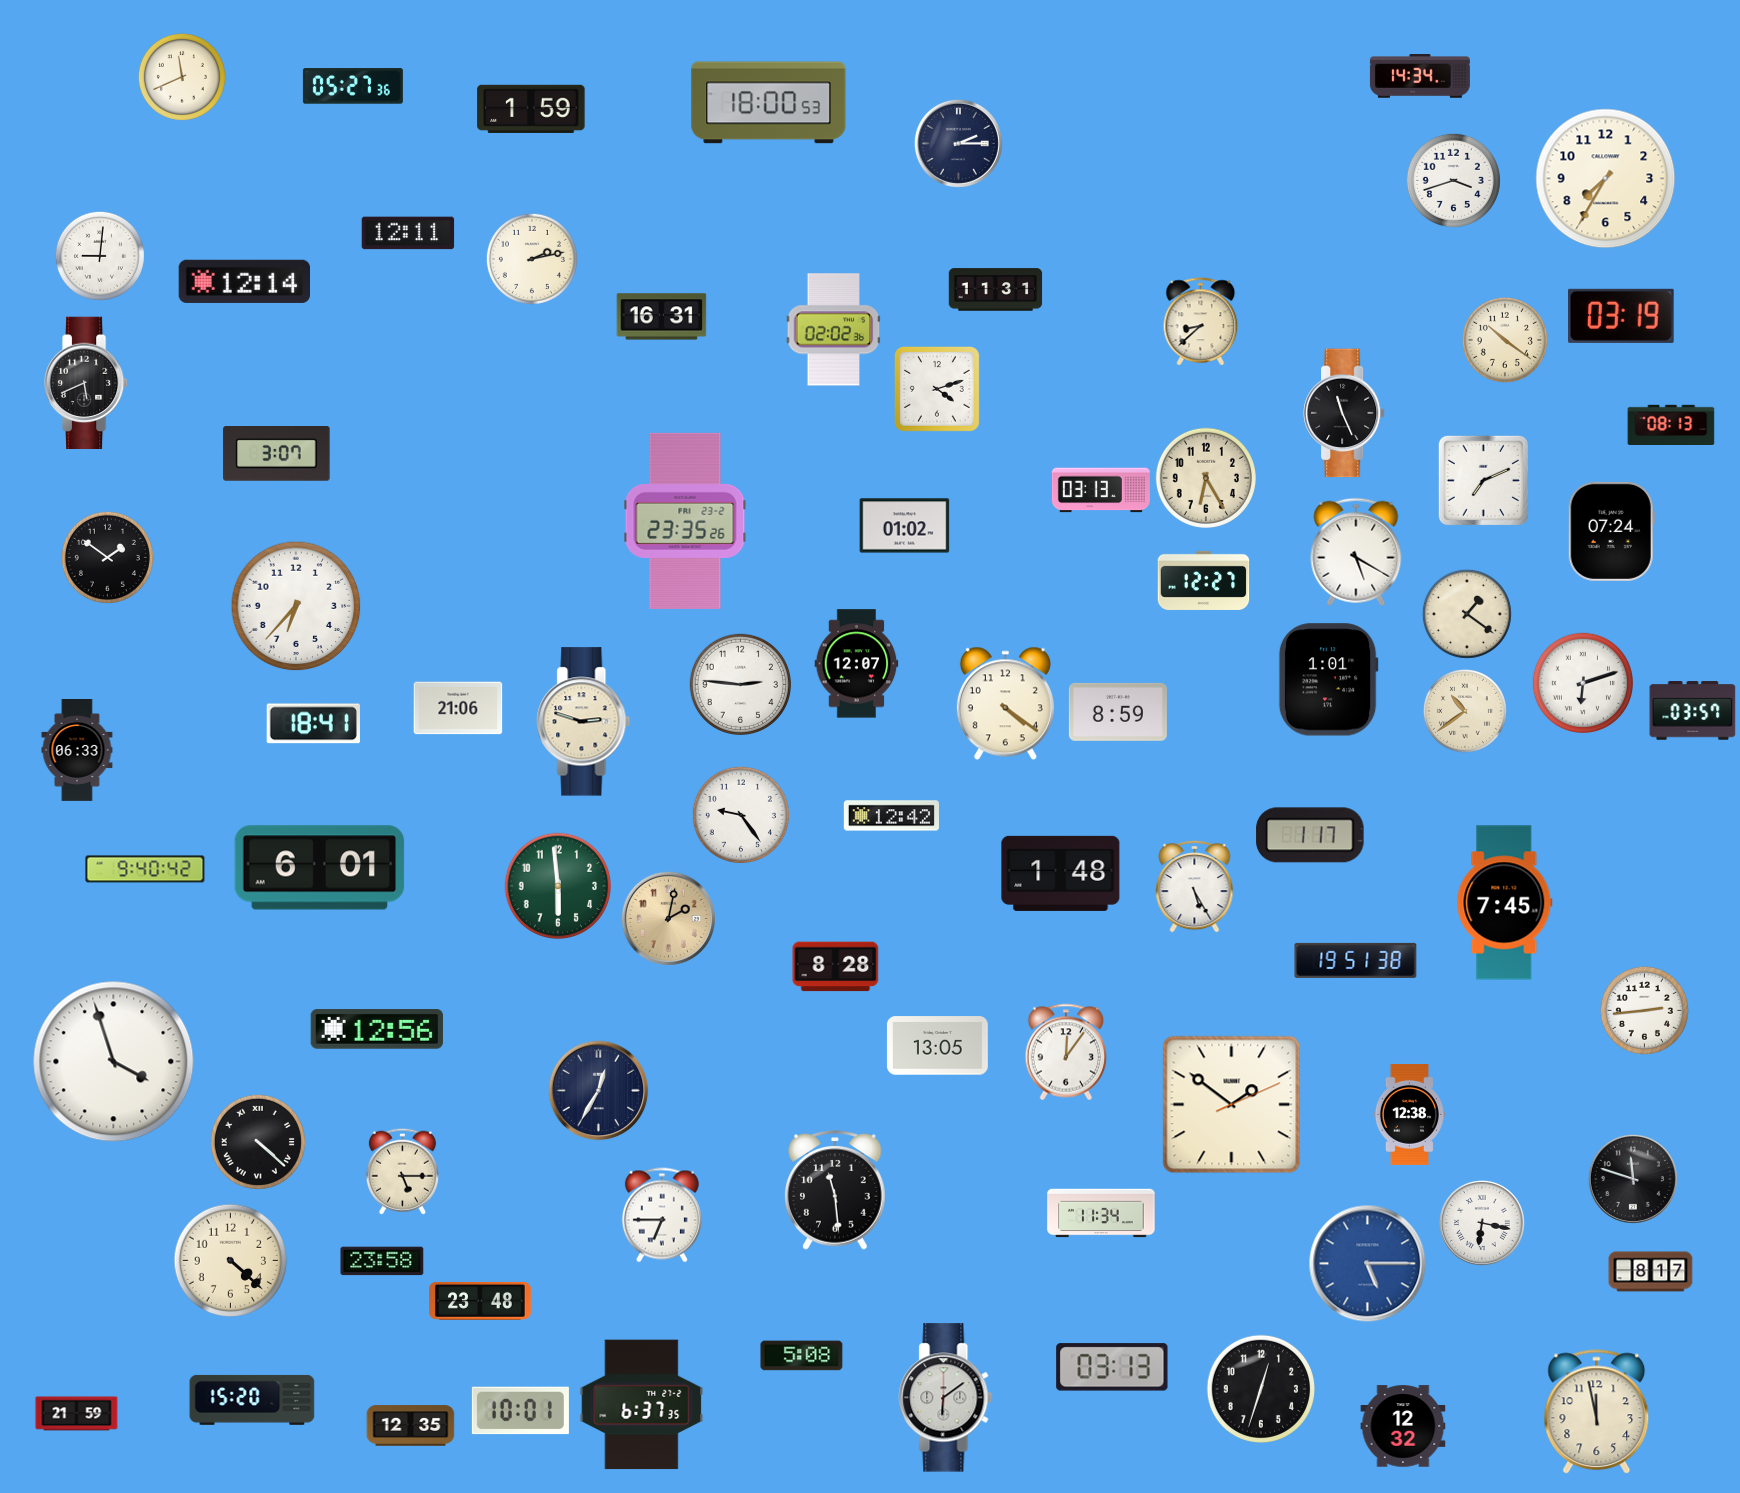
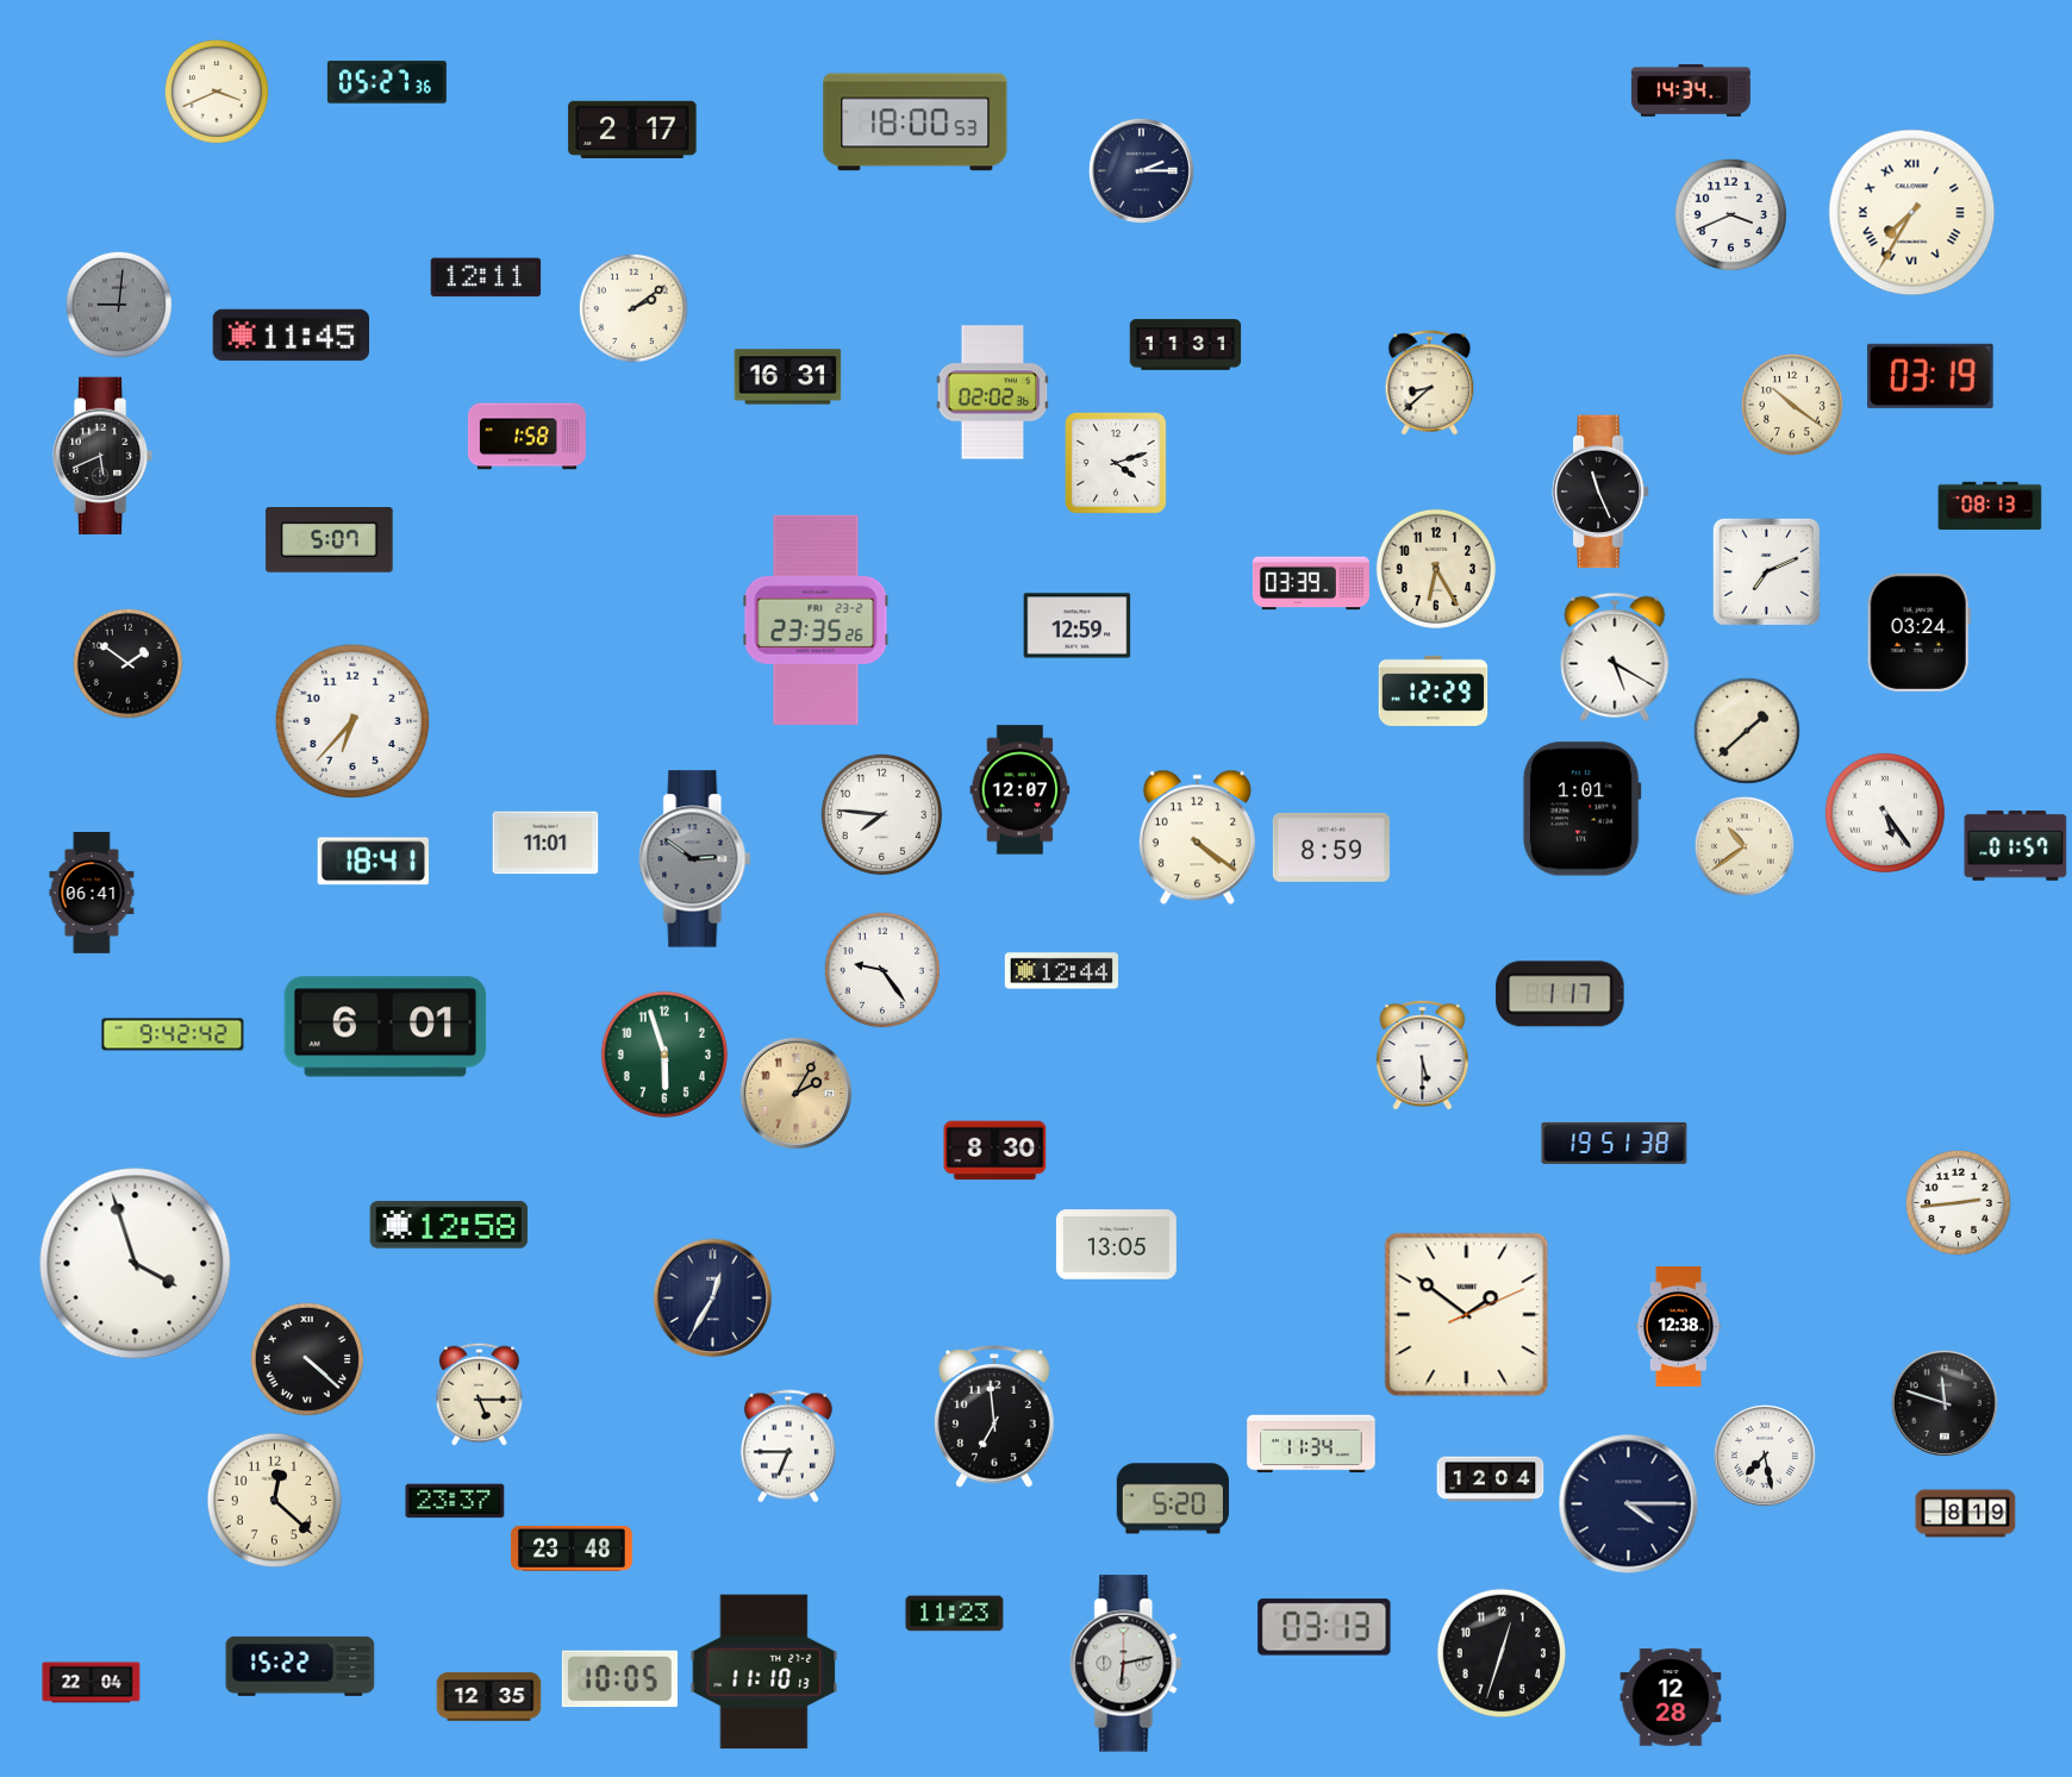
clock at (182, 77): 11:41 -> 3:41
clock at (353, 86) position: (353, 86) -> (387, 82)
clock at (531, 109): 1:59 -> 2:17
clock at (1606, 179) numerals: Arabic -> Roman
clock at (1453, 180): 3:42 -> 3:41
clock at (100, 256) dial: white -> grey
clock at (532, 259): 2:13 -> 2:09
clock at (244, 281): 12:14 -> 11:45
clock at (526, 437): none -> 1:58
clock at (277, 454): 3:07 -> 5:07
clock at (1101, 490): 03:13 -> 03:39
clock at (905, 526): 01:02 -> 12:59
clock at (1611, 531): 07:24 -> 03:24
clock at (1204, 580): 12:27 -> 12:29
clock at (1467, 614): 1:21 -> 1:38
clock at (1583, 683): 6:12 -> 5:24
clock at (740, 684): 2:46 -> 7:46
clock at (458, 708): 21:06 -> 11:01
clock at (1693, 711): 03:57 -> 01:57
clock at (584, 722): 2:48 -> 2:51
clock at (584, 722) dial: cream -> grey
clock at (77, 751): 06:33 -> 06:41
clock at (891, 816): 12:42 -> 12:44
clock at (320, 868) position: (320, 868) -> (386, 1027)
clock at (145, 869): 9:40 -> 9:42
clock at (1061, 873): 1:48 -> none
clock at (557, 885): 5:59 -> 5:57
clock at (1195, 886): 5:25 -> 5:30
clock at (1505, 903): 7:45 -> none
clock at (668, 918): 2:02 -> 2:05
clock at (836, 967): 8:28 -> 8:30
clock at (377, 1030): 12:56 -> 12:58
clock at (1066, 1052): 12:06 -> none
clock at (835, 1190): 11:29 -> 6:59
clock at (1482, 1223): 6:17 -> 7:28
clock at (1491, 1479): none -> 12:04
clock at (1172, 1498): none -> 5:20
clock at (231, 1261): 4:22 -> 12:22
clock at (382, 1261): 23:58 -> 23:37
clock at (1368, 1264): 5:15 -> 4:15
clock at (1368, 1264) dial: blue -> navy
clock at (1651, 1272): 8:17 -> 8:19
clock at (802, 1356): 5:08 -> 11:23
clock at (946, 1398): 6:09 -> 6:13
clock at (252, 1400): 15:20 -> 15:22
clock at (642, 1405): 6:37 -> 11:10
clock at (520, 1411): 10:01 -> 10:05
clock at (1597, 1412): 11:58 -> none
clock at (77, 1414): 21:59 -> 22:04
clock at (1403, 1426): 12:32 -> 12:28
